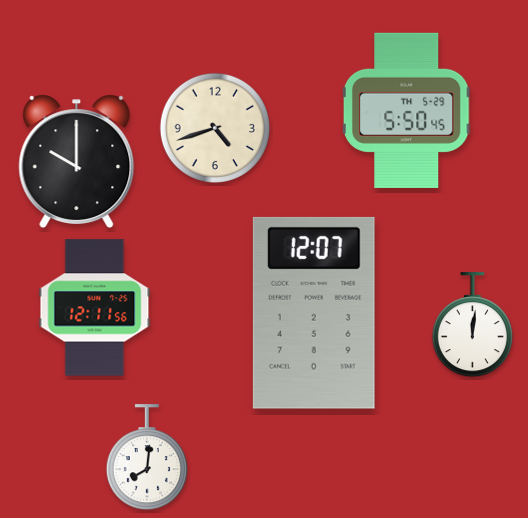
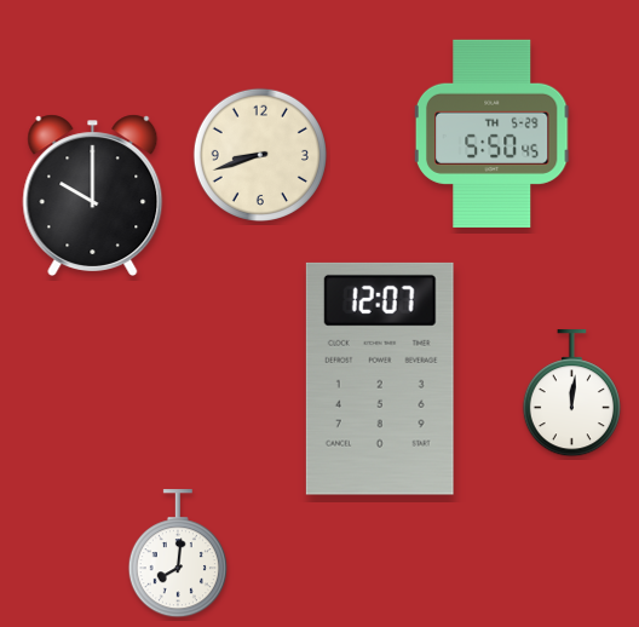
clock at (215, 128): 4:42 -> 8:42
clock at (95, 308): 12:11 -> none
